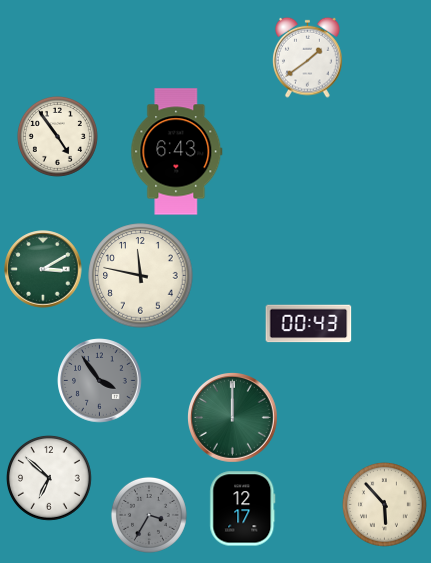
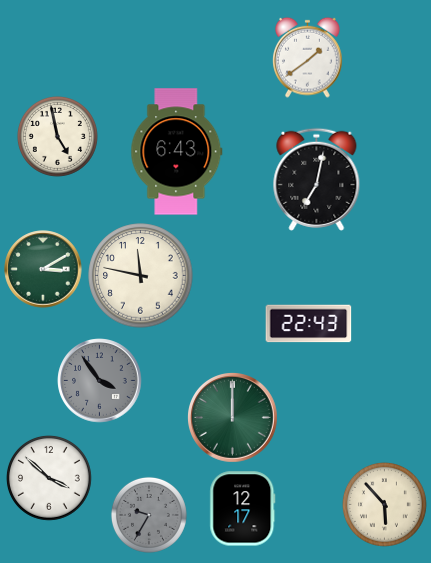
clock at (57, 136): 4:54 -> 4:58
clock at (317, 179): none -> 7:02
clock at (309, 324): 00:43 -> 22:43
clock at (50, 479): 6:52 -> 3:52
clock at (149, 515): 3:35 -> 9:35
